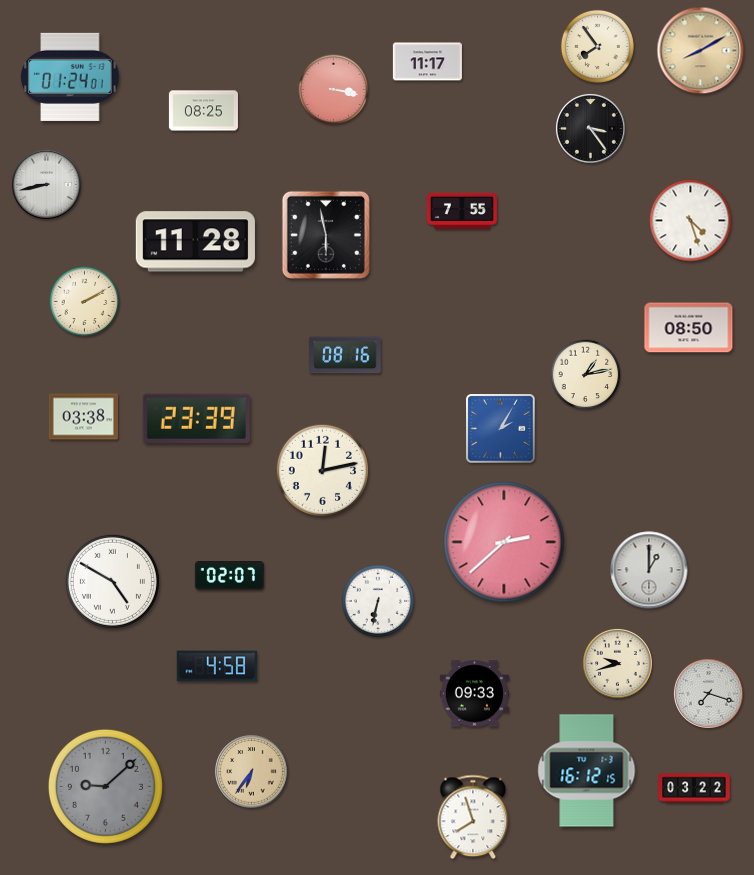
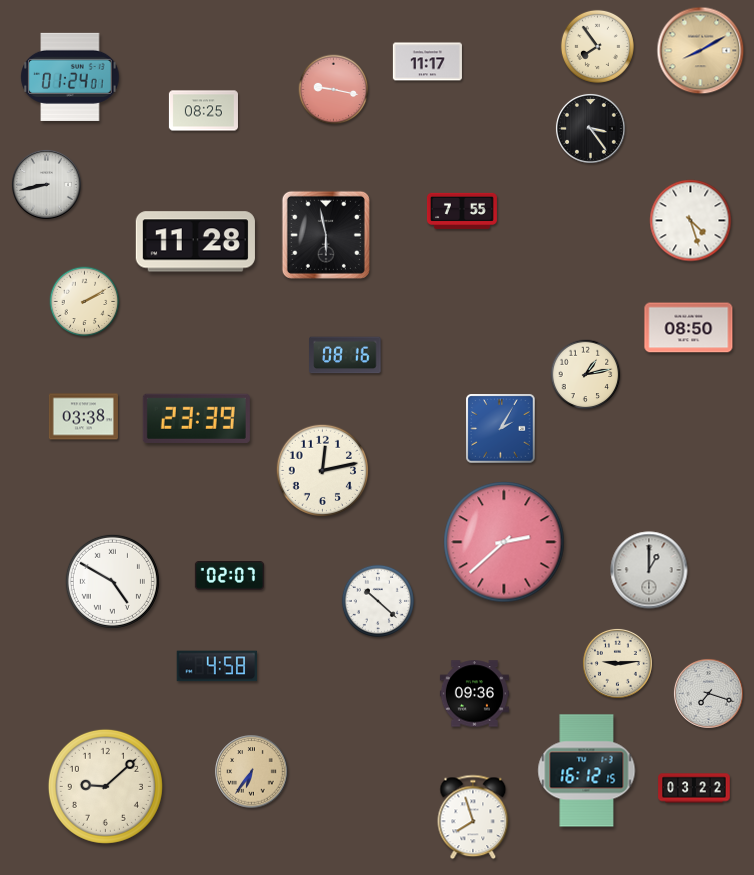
clock at (334, 90): 3:17 -> 9:17
clock at (378, 601): 6:32 -> 10:22
clock at (617, 663): 9:42 -> 9:14
clock at (474, 694): 09:33 -> 09:36
clock at (105, 786) dial: grey -> cream
